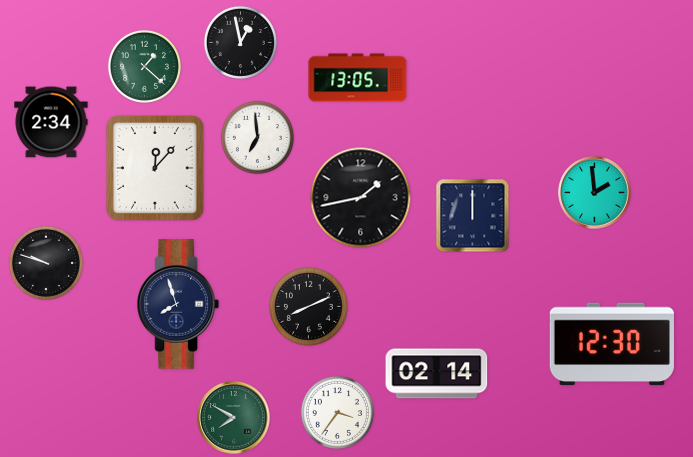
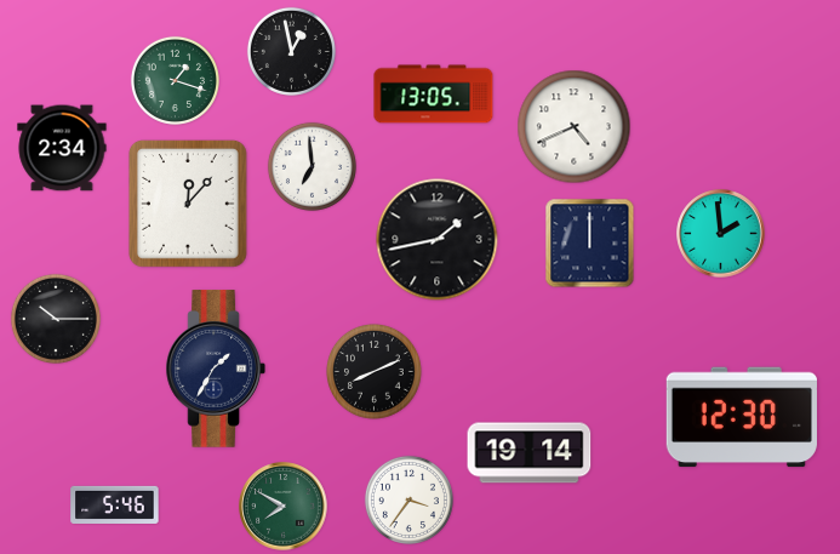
clock at (144, 66): 1:22 -> 1:18
clock at (575, 127): none -> 4:41
clock at (473, 216) position: (473, 216) -> (590, 244)
clock at (46, 263): 9:48 -> 10:15
clock at (177, 304): 7:57 -> 1:35
clock at (437, 374): 02:14 -> 19:14
clock at (115, 504): none -> 5:46
